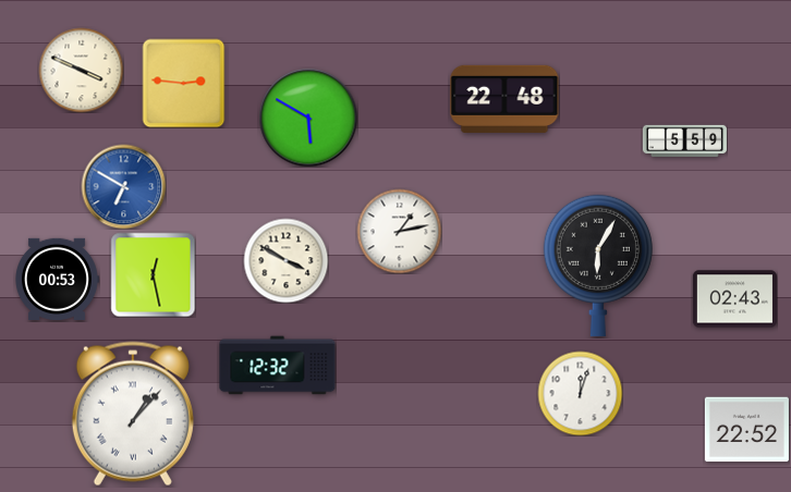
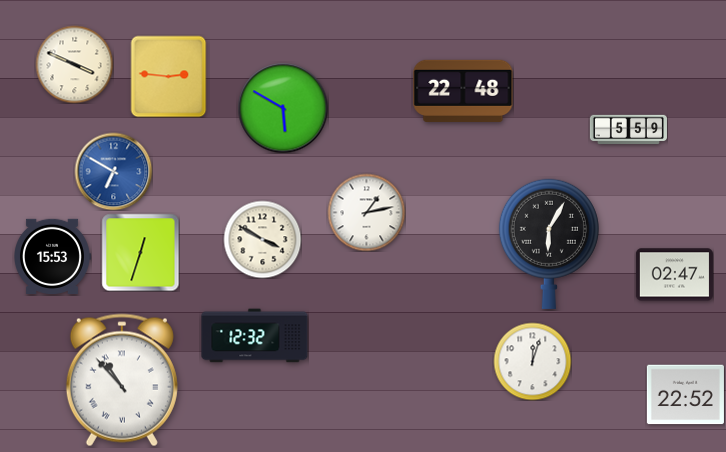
clock at (153, 274): 12:28 -> 12:33
clock at (58, 279): 00:53 -> 15:53
clock at (734, 299): 02:43 -> 02:47
clock at (133, 414): 1:07 -> 10:53
